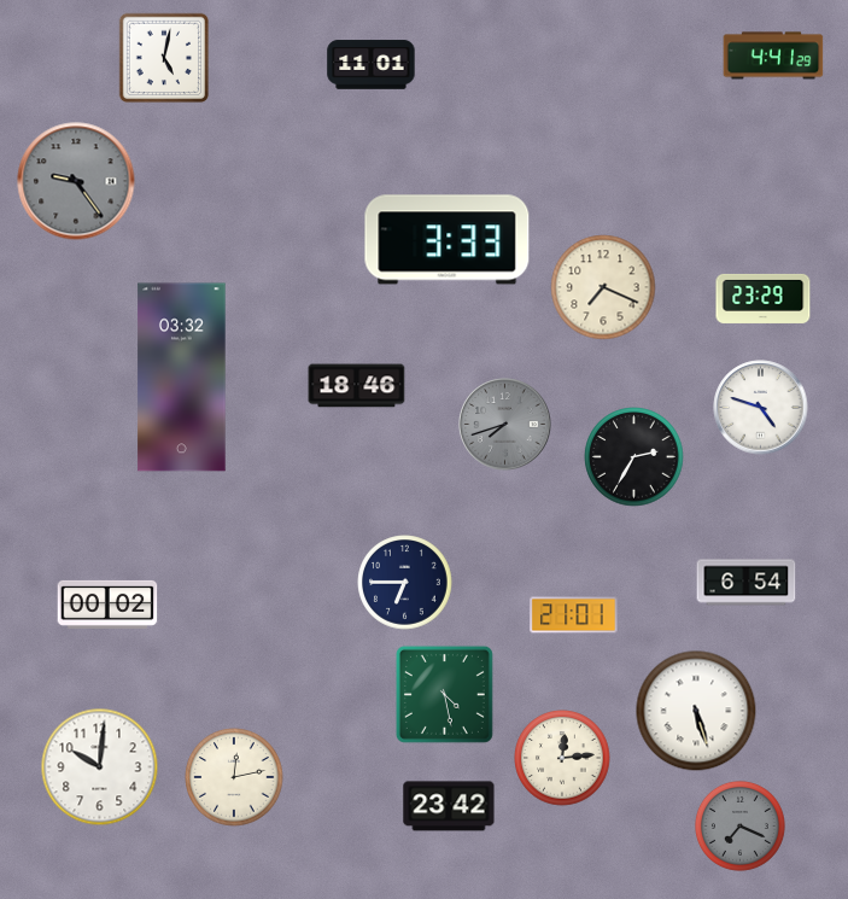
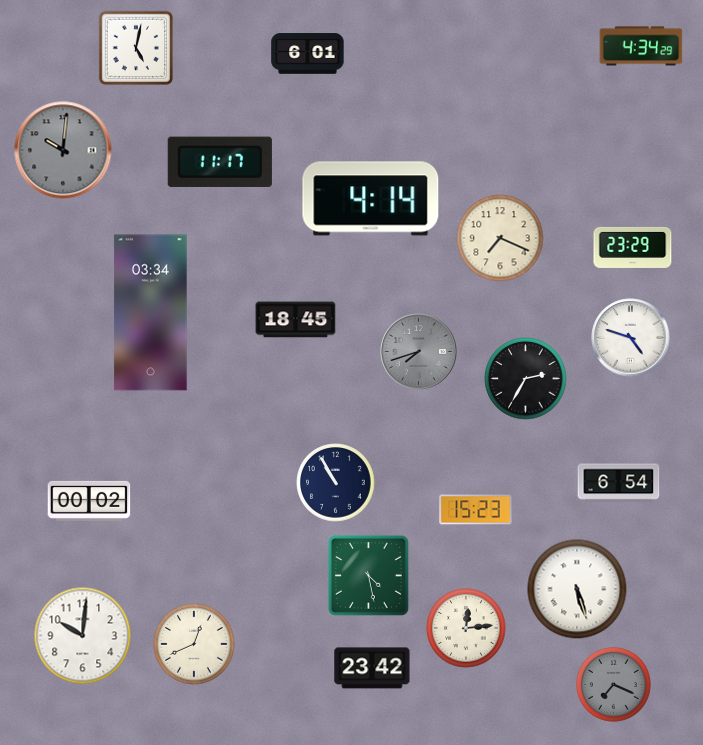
clock at (773, 56): 4:41 -> 4:34
clock at (372, 65): 11:01 -> 6:01
clock at (76, 181): 9:24 -> 10:01
clock at (220, 162): none -> 11:17
clock at (448, 240): 3:33 -> 4:14
clock at (182, 378): 03:32 -> 03:34
clock at (357, 386): 18:46 -> 18:45
clock at (405, 583): 6:45 -> 10:55
clock at (574, 615): 21:01 -> 15:23
clock at (234, 777): 12:13 -> 12:41
